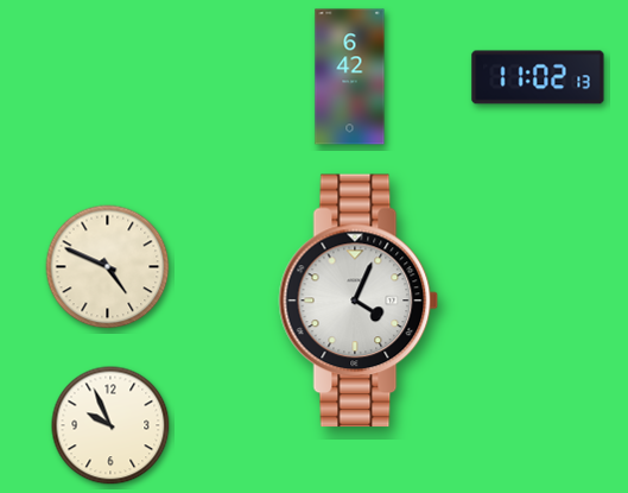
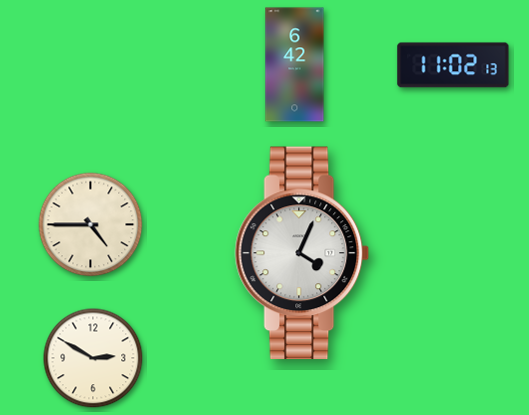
clock at (108, 267): 4:49 -> 4:45
clock at (110, 425): 9:56 -> 2:50
